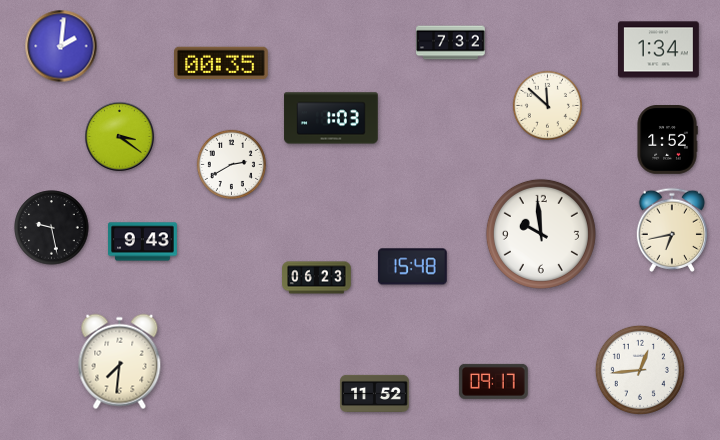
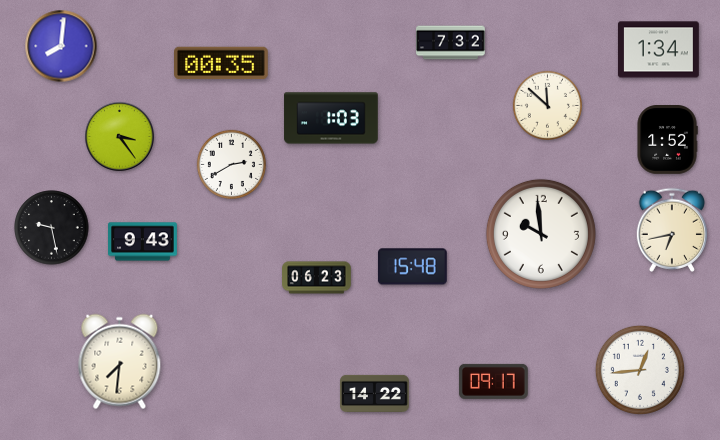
clock at (61, 46): 2:01 -> 8:01
clock at (120, 137): 3:21 -> 3:24
clock at (375, 393): 11:52 -> 14:22
